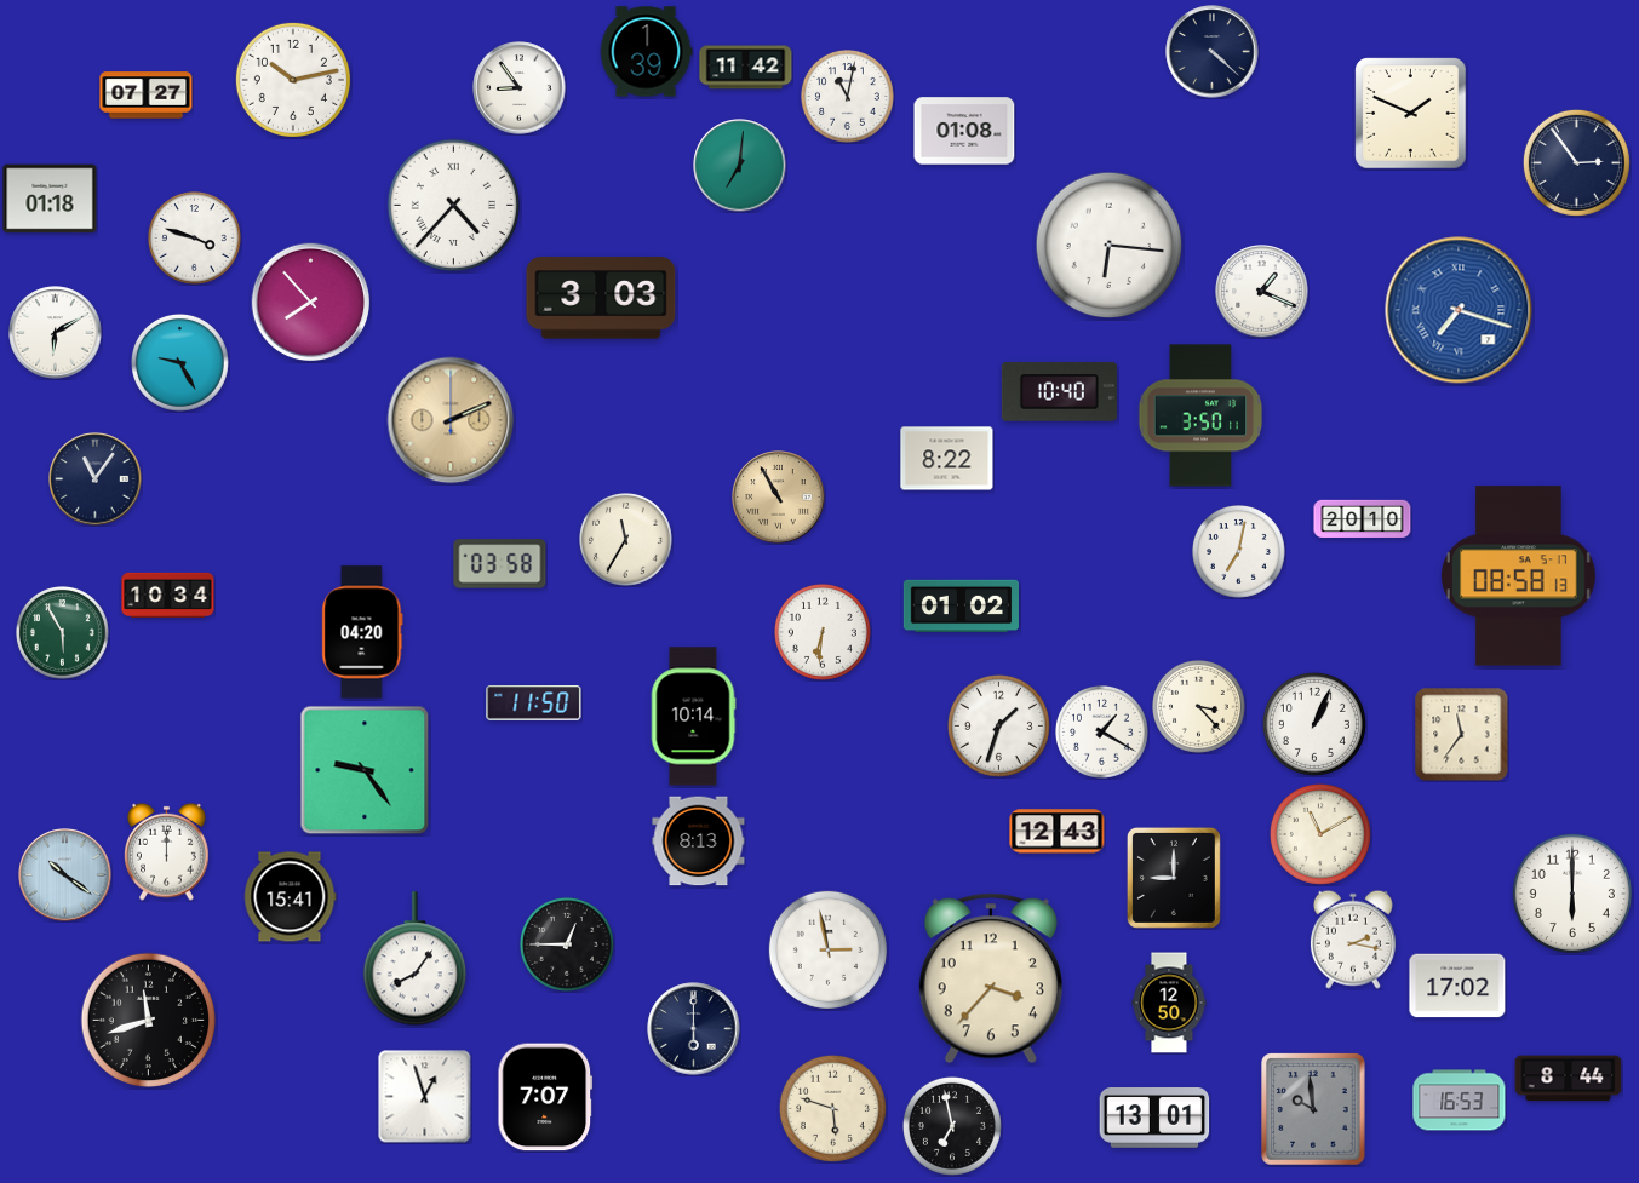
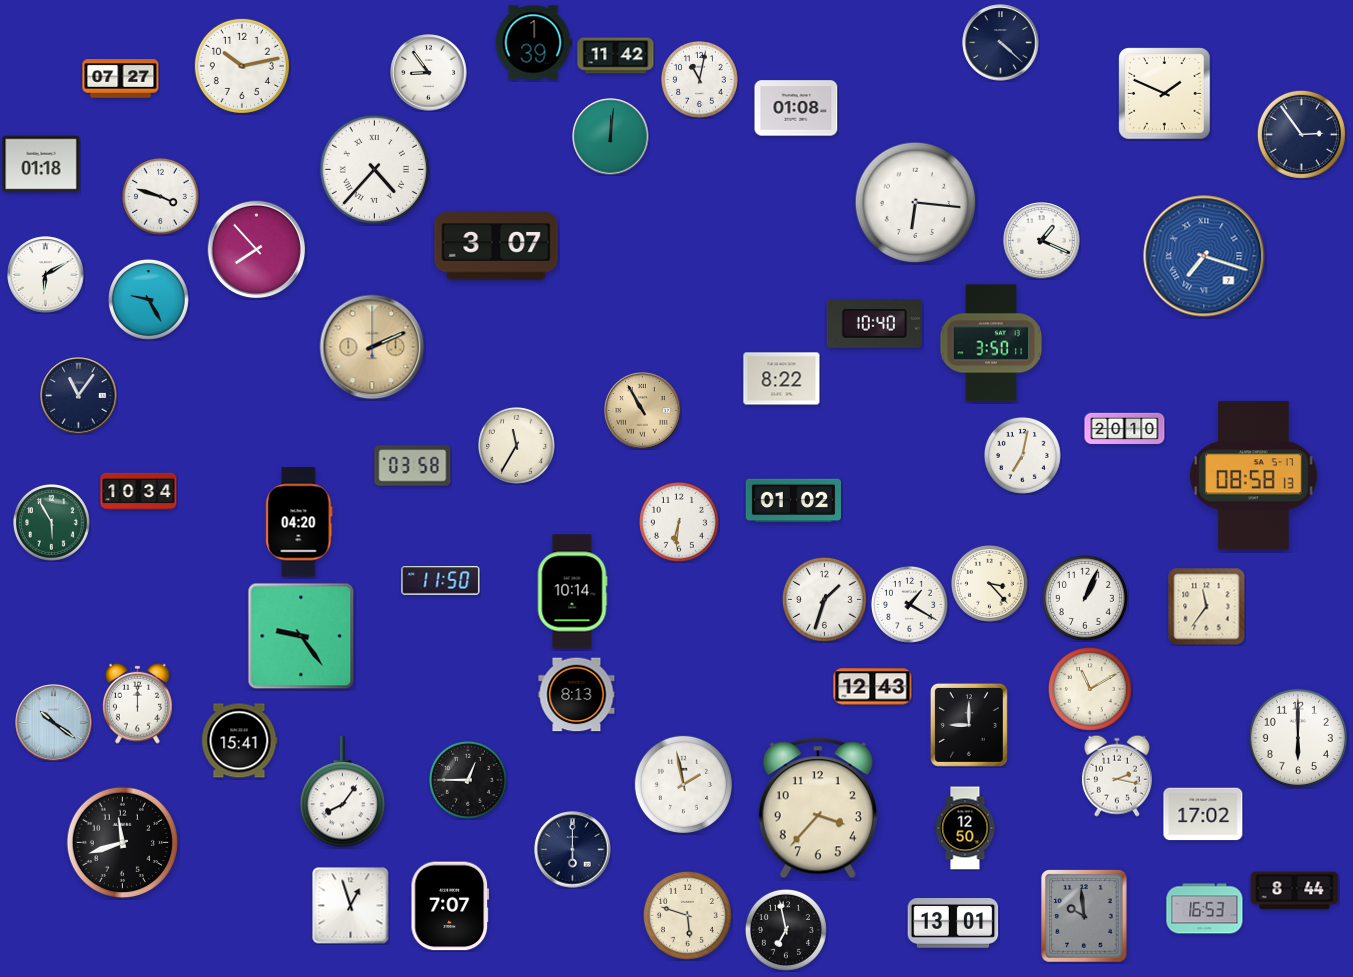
clock at (740, 166): 7:01 -> 12:01
clock at (601, 298): 3:03 -> 3:07
clock at (827, 949): 2:58 -> 1:58
